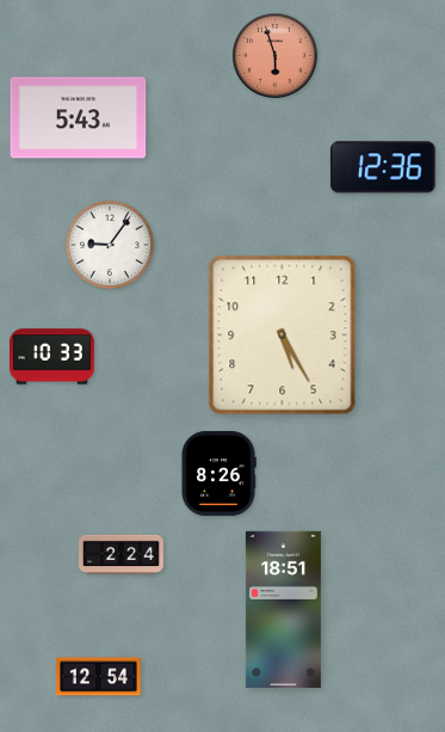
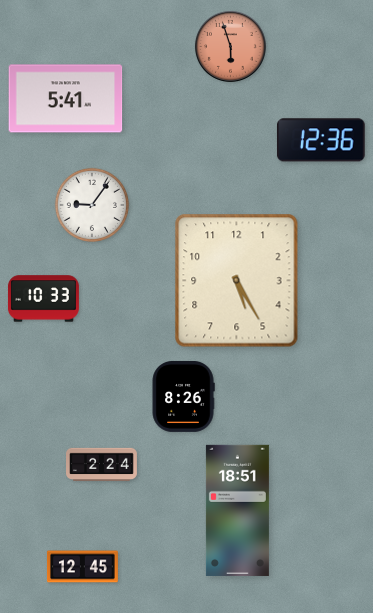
clock at (79, 118): 5:43 -> 5:41
clock at (98, 677): 12:54 -> 12:45
